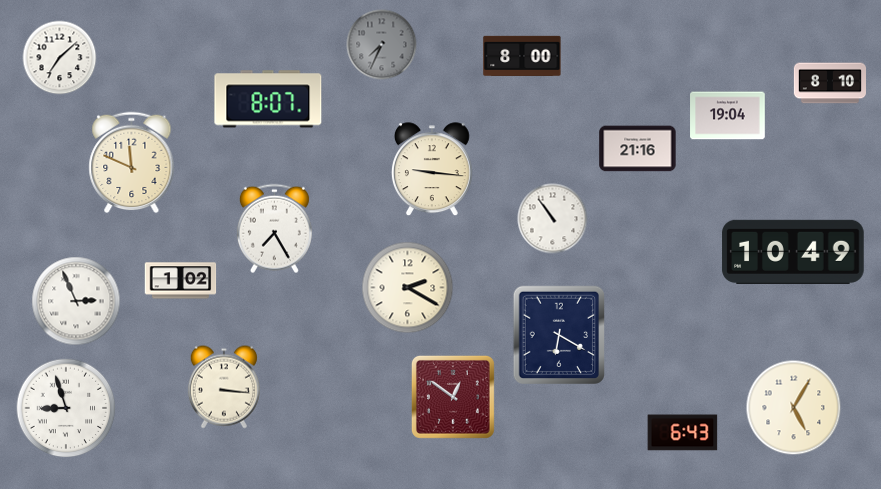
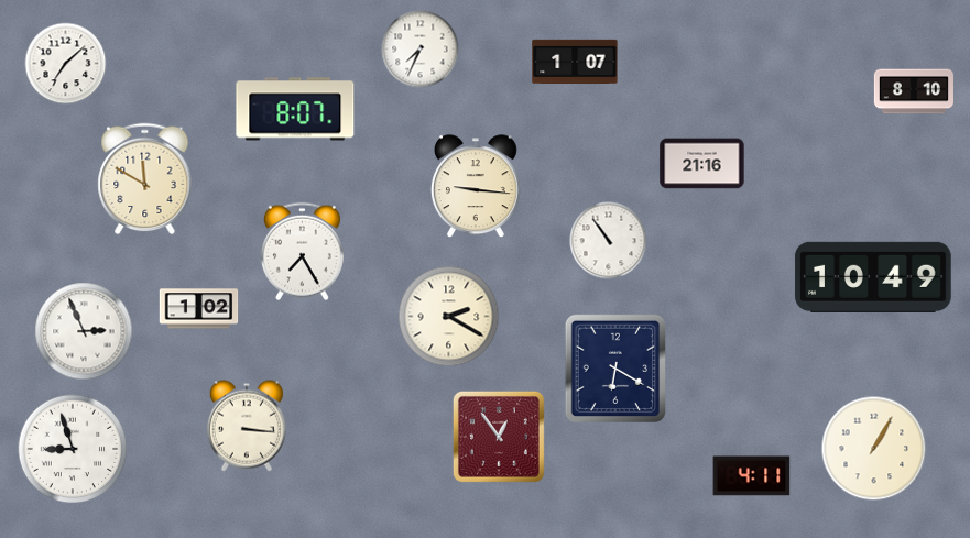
clock at (382, 45) dial: grey -> white
clock at (522, 56): 8:00 -> 1:07
clock at (728, 116): 19:04 -> none
clock at (132, 163): 11:49 -> 11:50
clock at (453, 397): 12:51 -> 12:54
clock at (794, 408): 5:05 -> 1:05
clock at (683, 433): 6:43 -> 4:11
